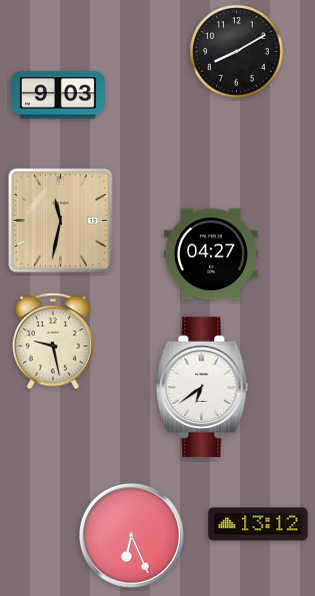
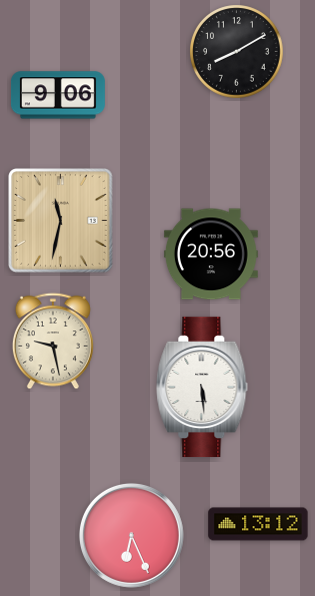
clock at (58, 95): 9:03 -> 9:06
clock at (211, 254): 04:27 -> 20:56
clock at (202, 387): 6:39 -> 5:29
